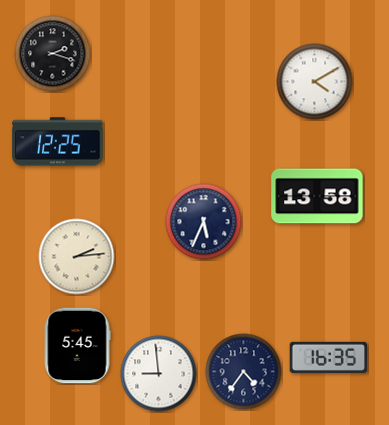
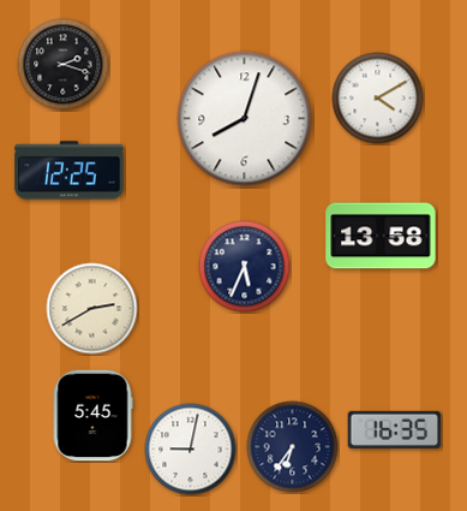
clock at (245, 119): none -> 8:03
clock at (77, 257): 2:14 -> 2:40
clock at (244, 372): 4:36 -> 6:36
clock at (159, 374): 8:59 -> 9:02
